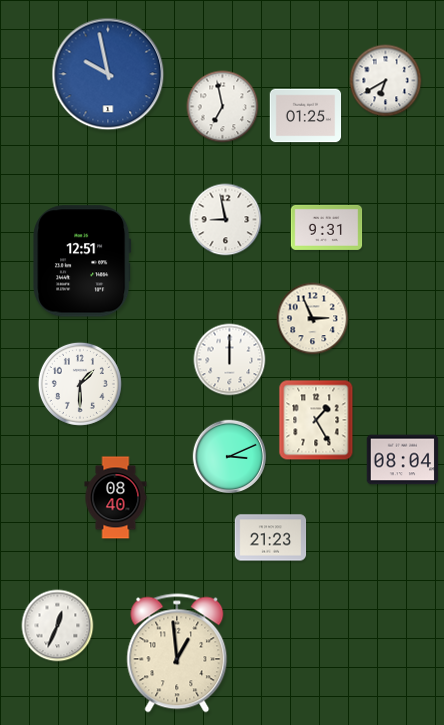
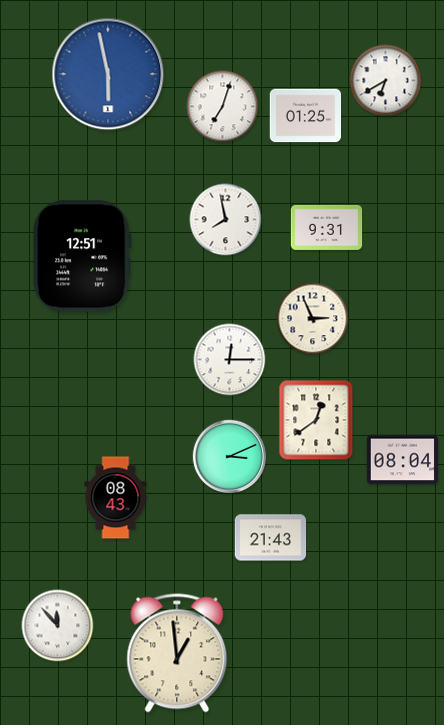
clock at (108, 74): 9:58 -> 5:58
clock at (223, 107): 6:58 -> 7:03
clock at (226, 220): 8:58 -> 7:58
clock at (82, 261) position: (82, 261) -> (82, 256)
clock at (230, 360): 12:00 -> 12:15
clock at (80, 384): 1:30 -> none
clock at (316, 420): 1:25 -> 12:39
clock at (116, 498): 08:40 -> 08:43
clock at (271, 538): 21:23 -> 21:43
clock at (58, 626): 12:34 -> 11:53
